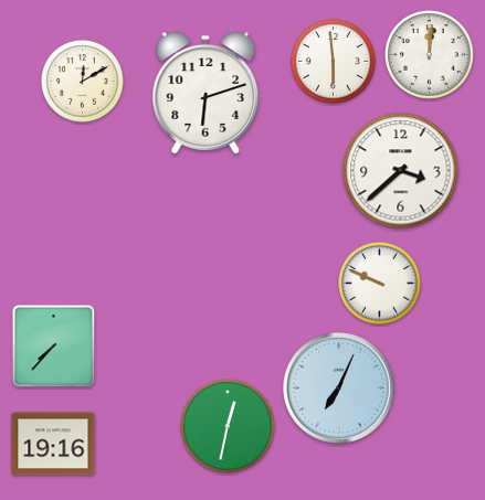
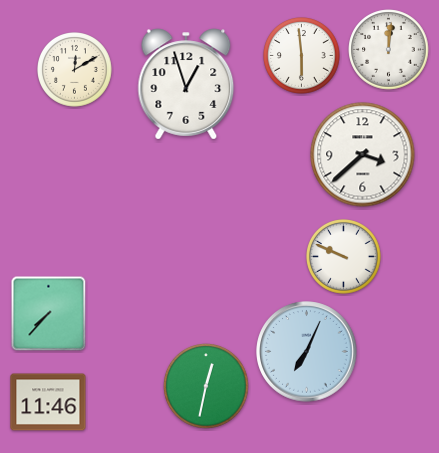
clock at (83, 82) position: (83, 82) -> (75, 70)
clock at (205, 93): 6:12 -> 12:57
clock at (53, 444): 19:16 -> 11:46
